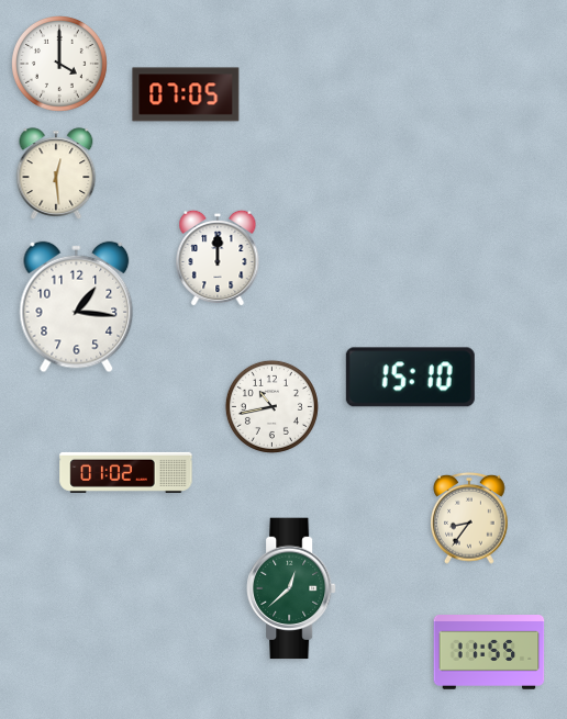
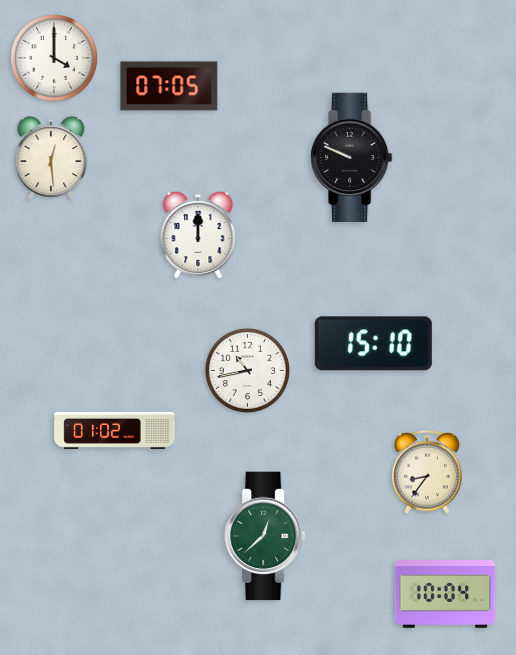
clock at (352, 157): none -> 9:49
clock at (77, 307): 1:16 -> none
clock at (489, 653): 11:55 -> 10:04
